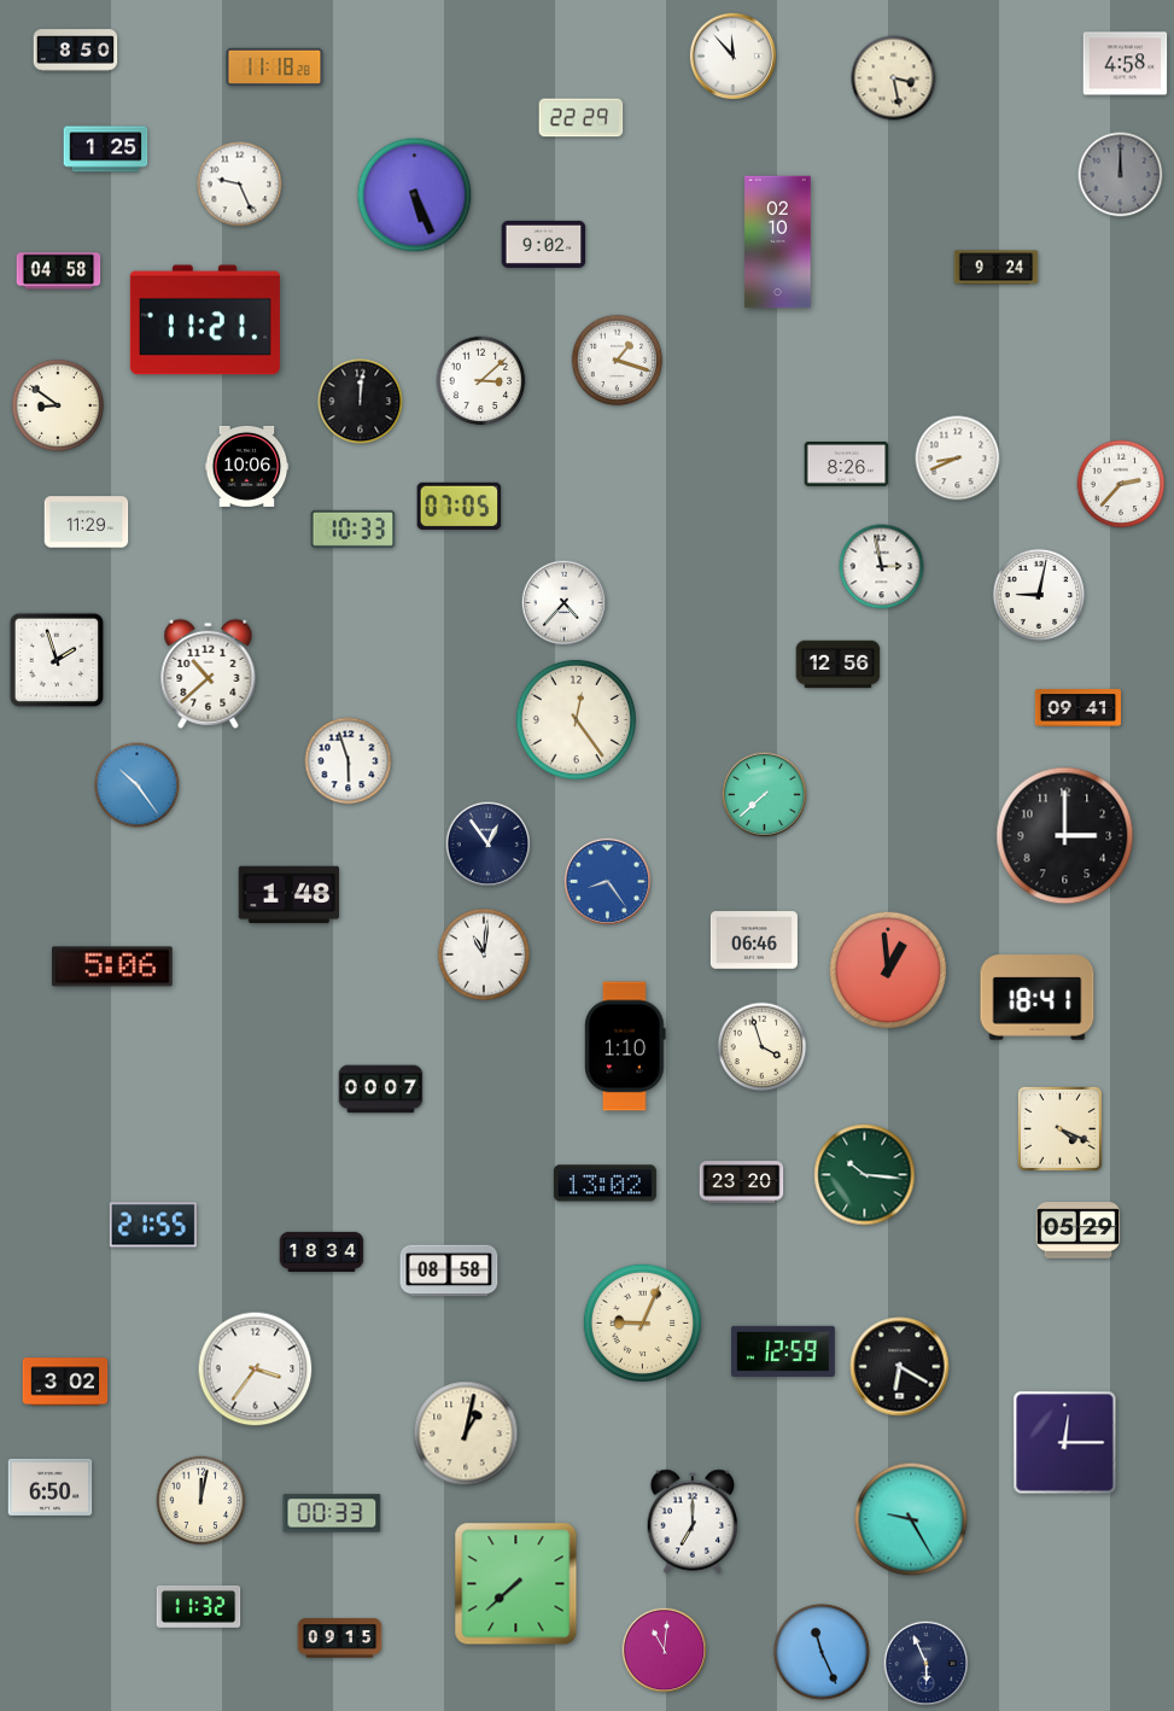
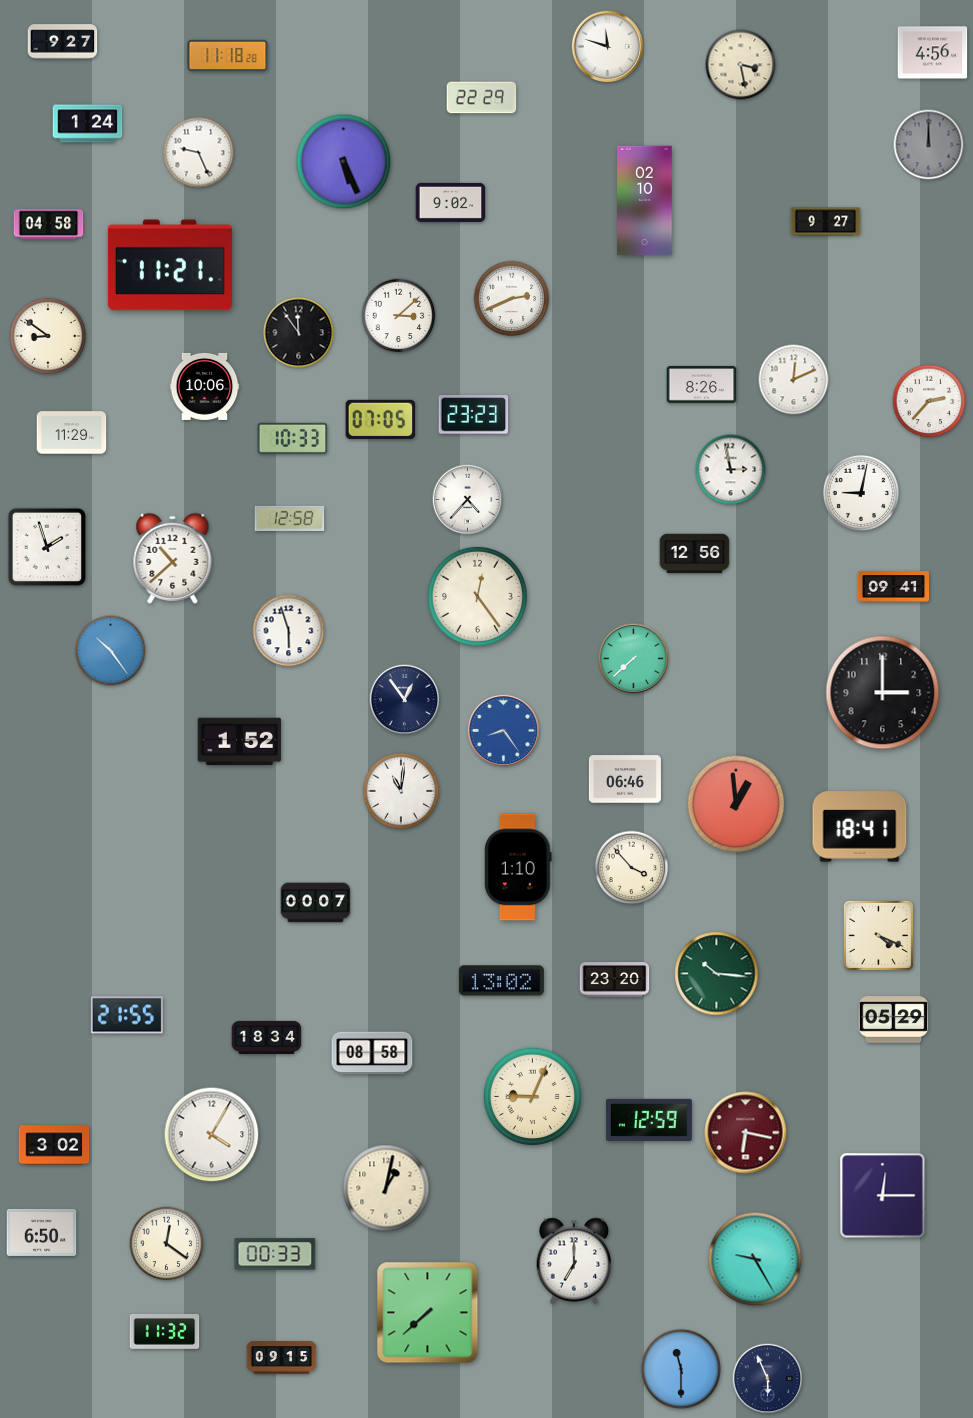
clock at (76, 51): 8:50 -> 9:27
clock at (732, 56): 11:53 -> 11:48
clock at (1126, 64): 4:58 -> 4:56
clock at (106, 150): 1:25 -> 1:24
clock at (997, 268): 9:24 -> 9:27
clock at (618, 361): 1:18 -> 2:41
clock at (361, 402): 12:01 -> 11:54
clock at (958, 459): 8:41 -> 12:11
clock at (474, 415): none -> 23:23
clock at (290, 518): none -> 12:58
clock at (839, 665) position: (839, 665) -> (695, 554)
clock at (138, 786) position: (138, 786) -> (111, 651)
clock at (290, 895): 1:48 -> 1:52
clock at (112, 967): 5:06 -> none
clock at (763, 1047): 3:57 -> 3:53
clock at (900, 1367): 6:20 -> 6:17
clock at (900, 1367) dial: black -> burgundy
clock at (256, 1370): 3:36 -> 4:05
clock at (201, 1501): 12:02 -> 12:21
clock at (665, 1651): 11:01 -> none
clock at (822, 1652): 11:26 -> 11:30
